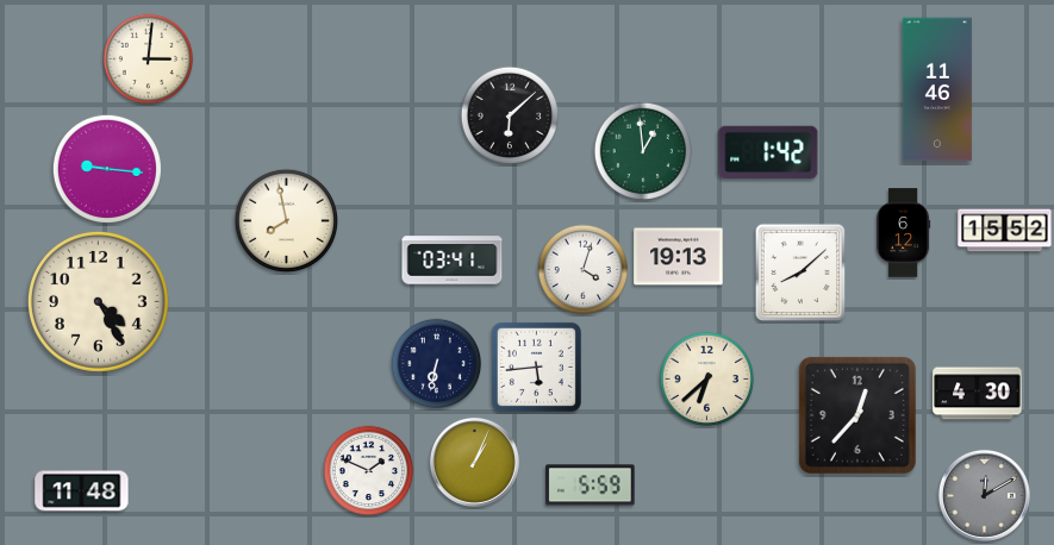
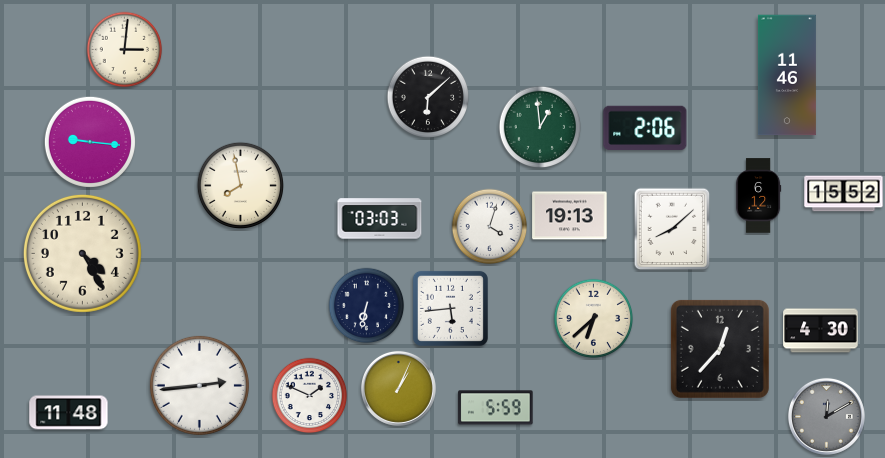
clock at (768, 152): 1:42 -> 2:06
clock at (453, 261): 03:41 -> 03:03
clock at (199, 385): none -> 2:44
